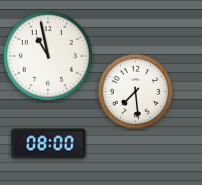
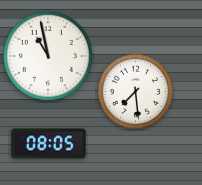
clock at (49, 144): 08:00 -> 08:05
